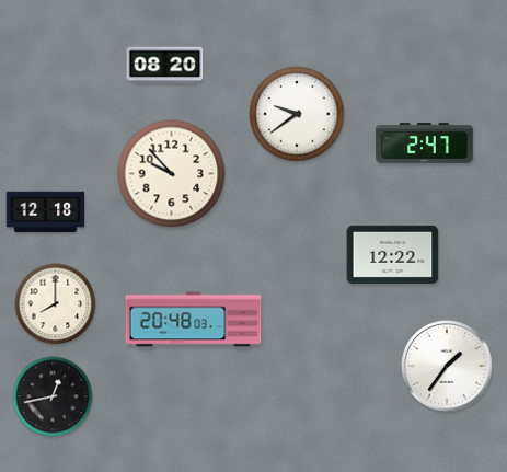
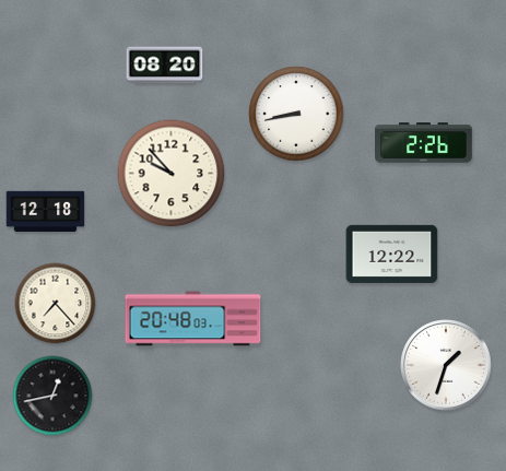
clock at (297, 114): 9:39 -> 8:43
clock at (425, 143): 2:47 -> 2:26
clock at (56, 304): 8:00 -> 7:23
clock at (447, 366): 1:36 -> 1:33
